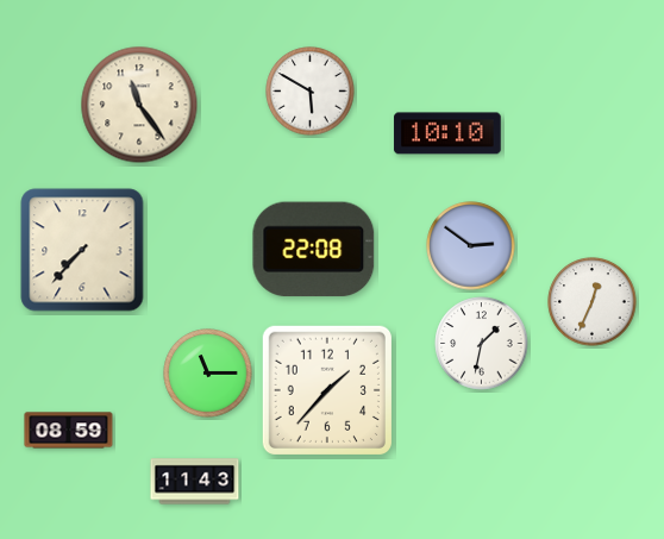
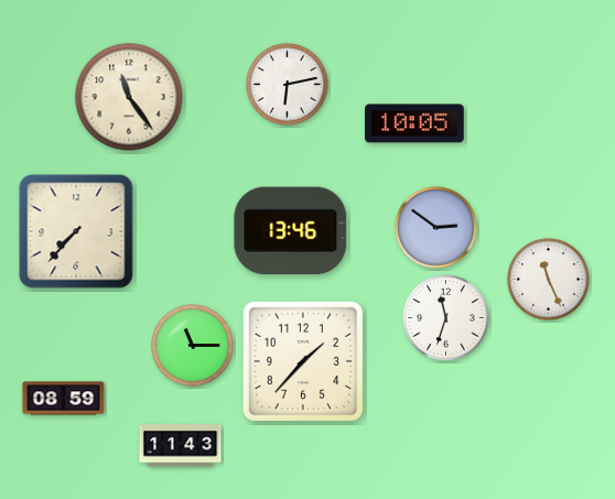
clock at (311, 92): 5:50 -> 6:13
clock at (447, 133): 10:10 -> 10:05
clock at (314, 250): 22:08 -> 13:46
clock at (593, 302): 12:34 -> 11:26
clock at (482, 344): 1:32 -> 11:33
